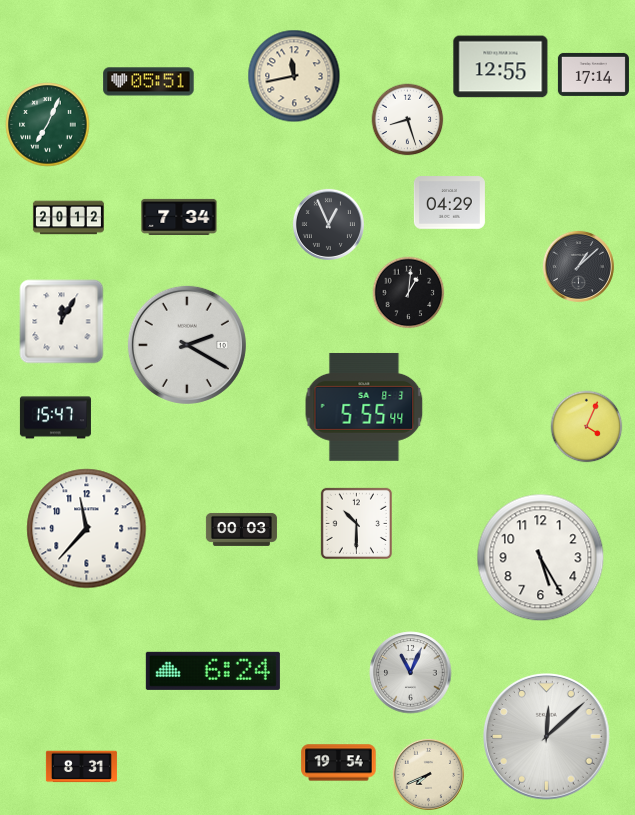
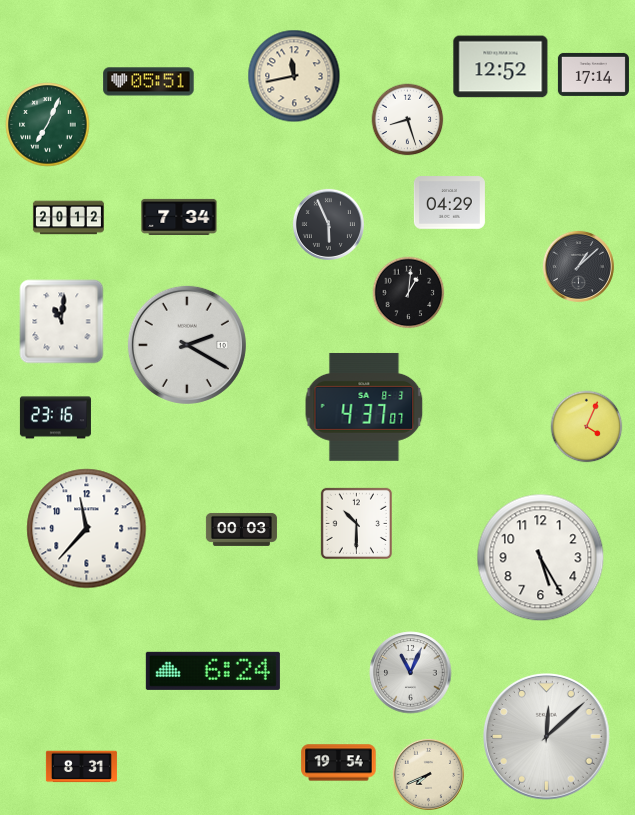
clock at (501, 67): 12:55 -> 12:52
clock at (328, 224): 12:56 -> 5:56
clock at (62, 322): 12:05 -> 11:01
clock at (364, 407): 5:55 -> 4:37
clock at (55, 418): 15:47 -> 23:16
